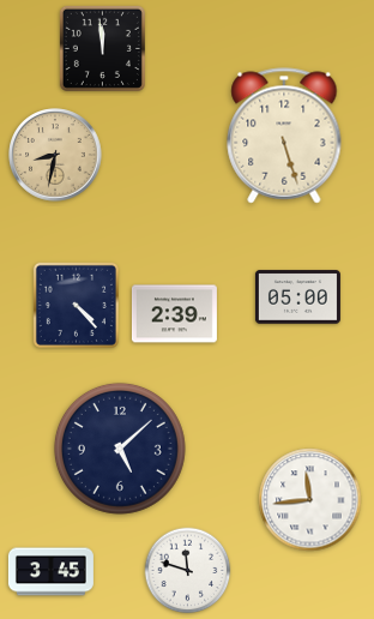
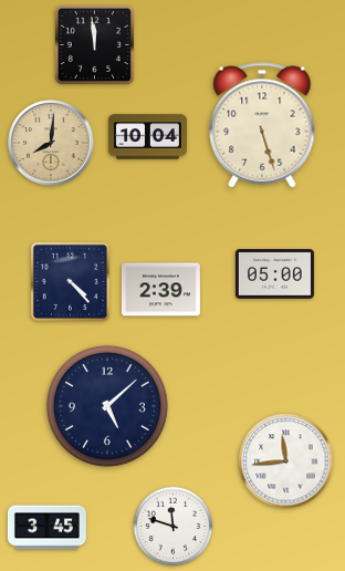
clock at (147, 137): none -> 10:04
clock at (55, 155): 8:32 -> 8:01
clock at (120, 449) position: (120, 449) -> (107, 406)
